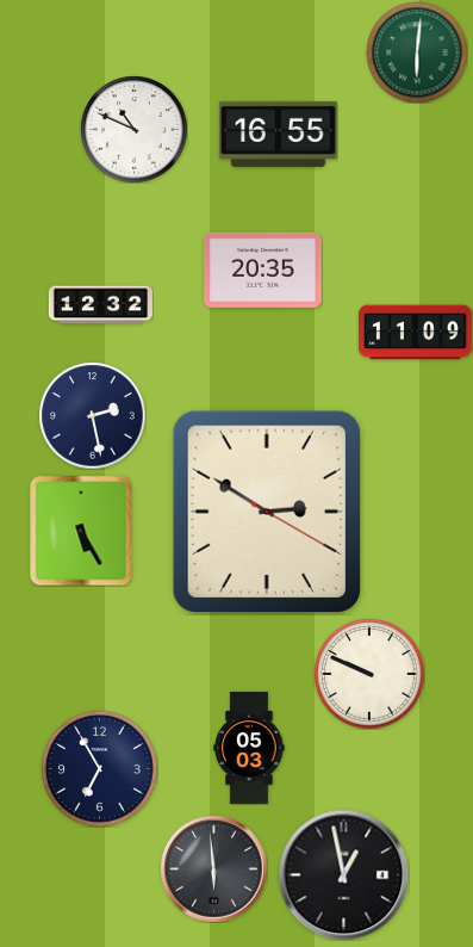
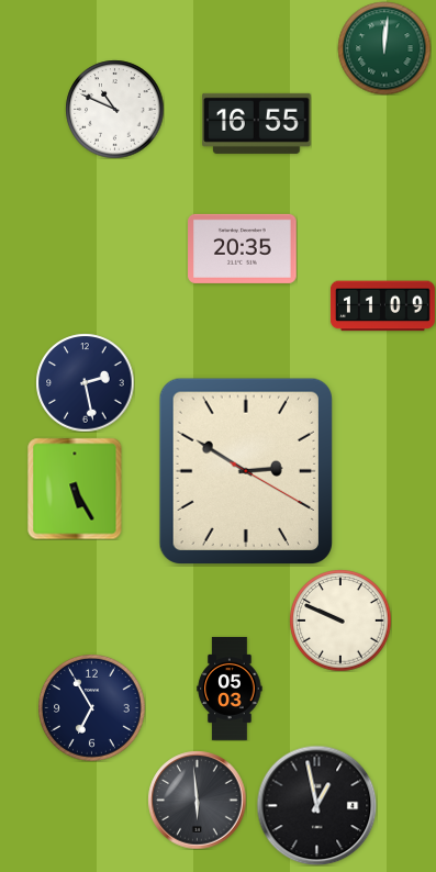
clock at (417, 52): 6:01 -> 12:01
clock at (133, 129) position: (133, 129) -> (114, 109)
clock at (100, 305): 12:32 -> none
